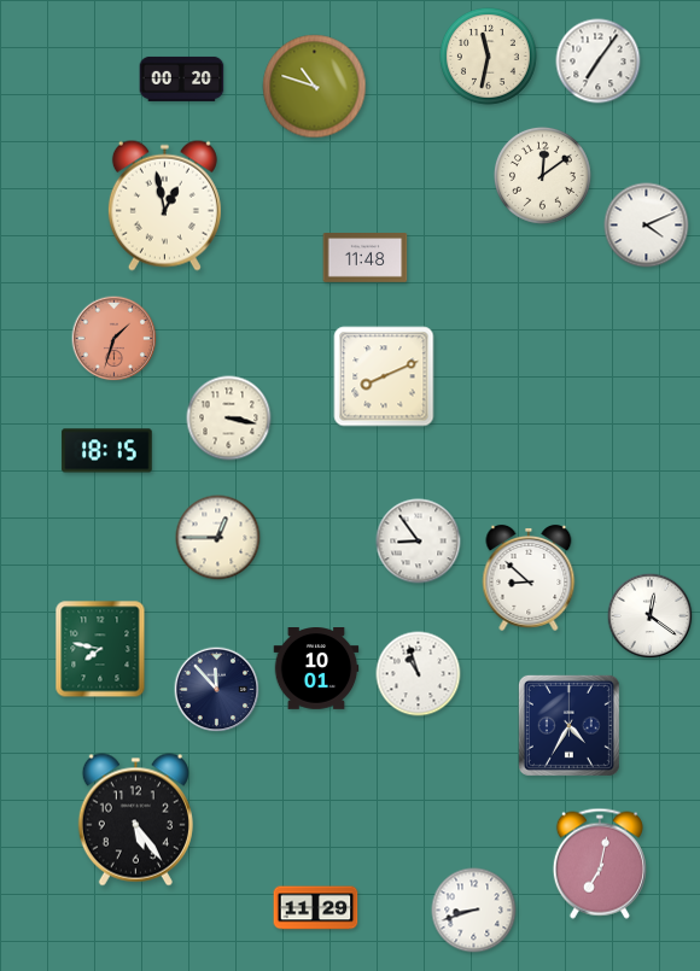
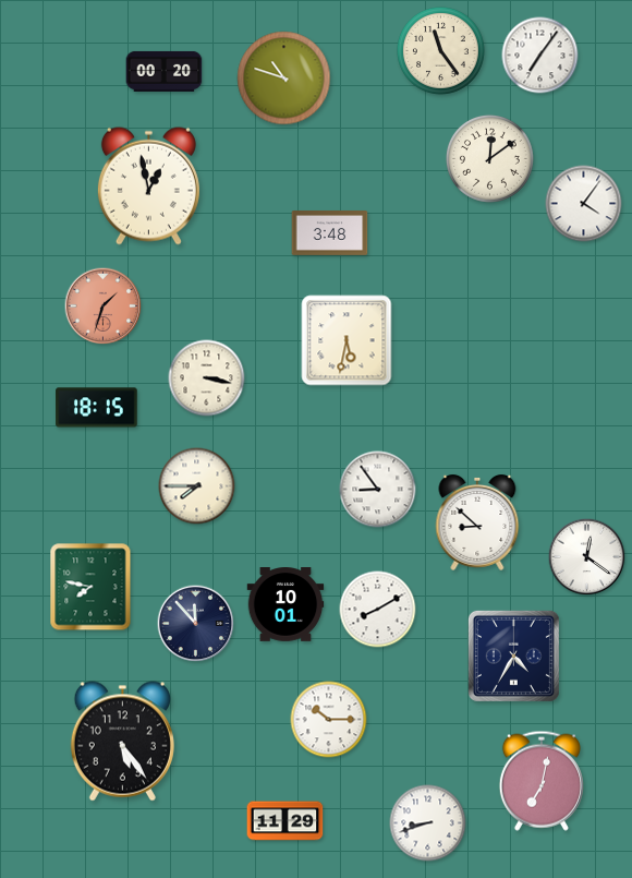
clock at (489, 57): 11:32 -> 11:24
clock at (647, 226): 4:11 -> 4:06
clock at (366, 258): 11:48 -> 3:48
clock at (384, 376): 8:11 -> 5:32
clock at (218, 538): 12:45 -> 7:45
clock at (419, 674): 10:57 -> 8:10
clock at (329, 720): none -> 10:15
